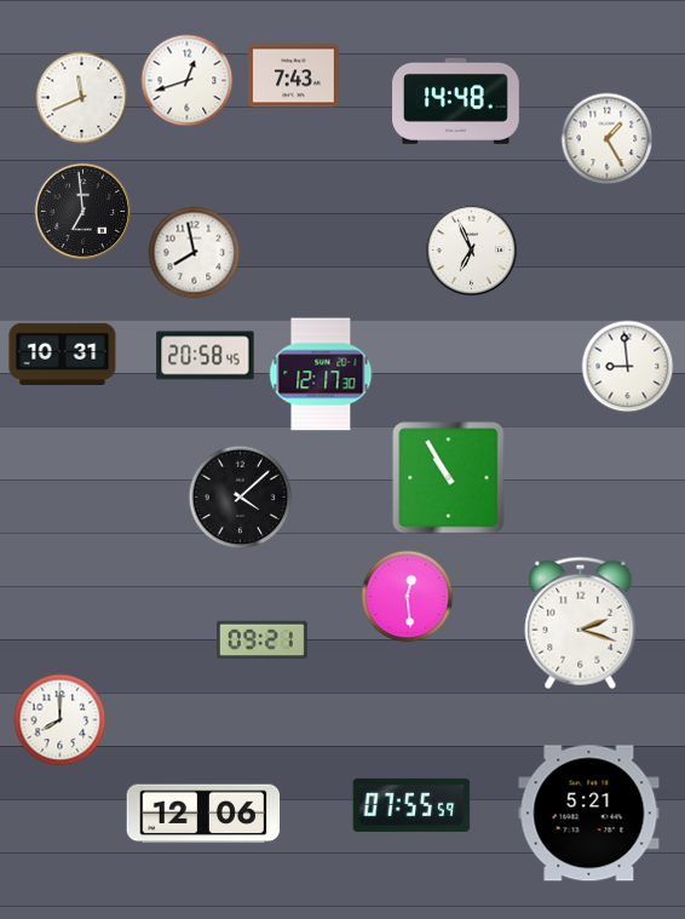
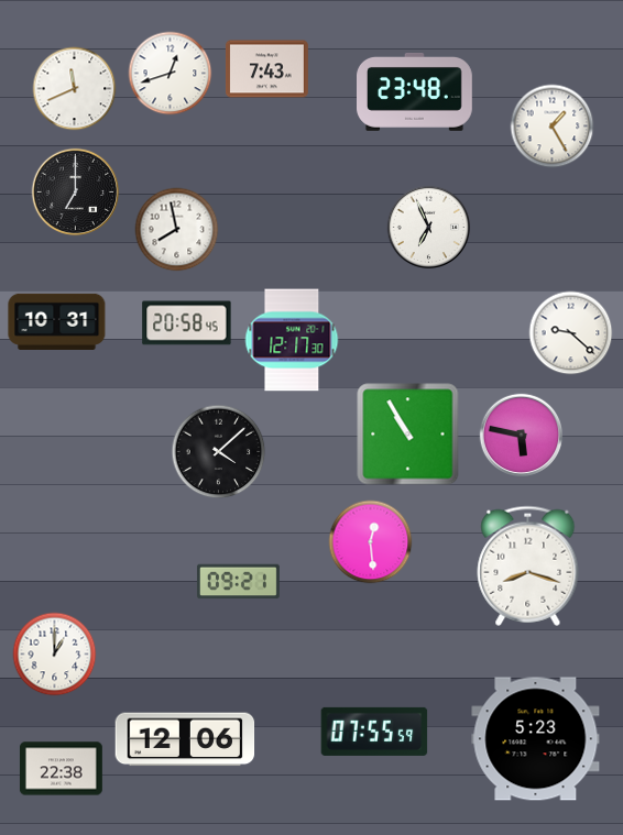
clock at (456, 100): 14:48 -> 23:48
clock at (84, 212): 6:59 -> 7:00
clock at (628, 367): 8:59 -> 9:22
clock at (522, 436): none -> 5:47
clock at (581, 622): 2:18 -> 8:18
clock at (61, 720): 8:00 -> 1:00
clock at (589, 814): 5:21 -> 5:23
clock at (61, 769): none -> 22:38
